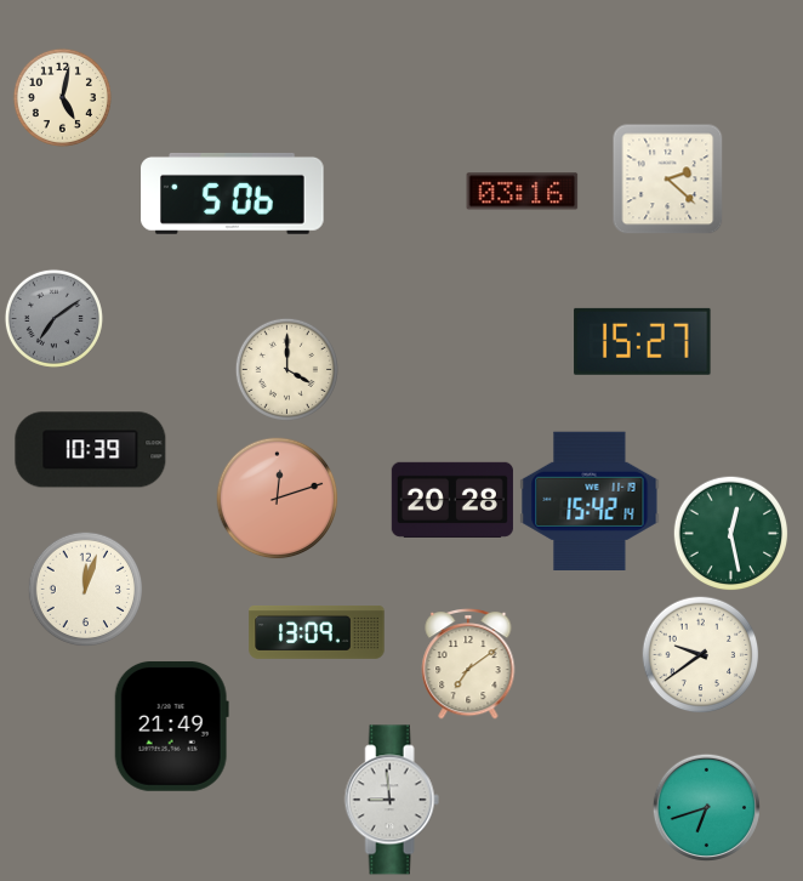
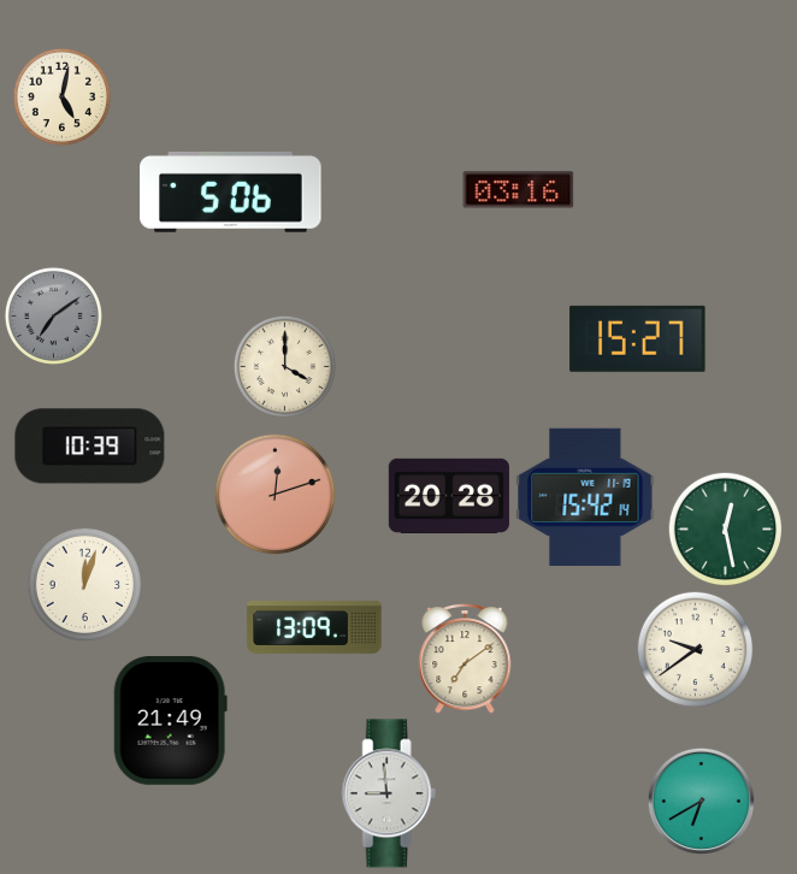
clock at (668, 180): 2:22 -> none
clock at (706, 807): 6:42 -> 6:40
